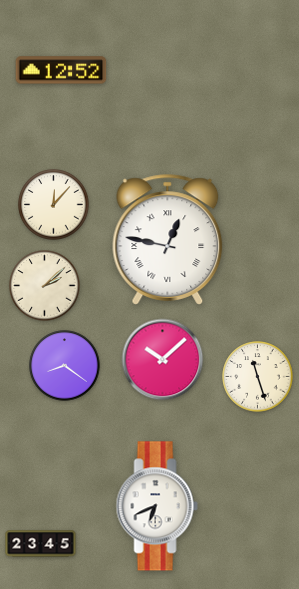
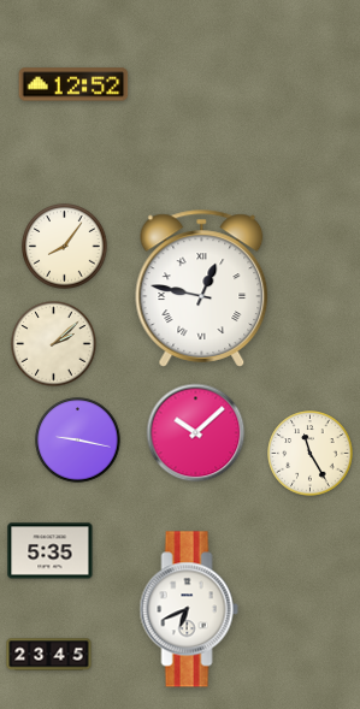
clock at (54, 205): 12:07 -> 8:06
clock at (65, 366): 8:21 -> 9:17
clock at (258, 377): 11:27 -> 11:25
clock at (51, 551): none -> 5:35
